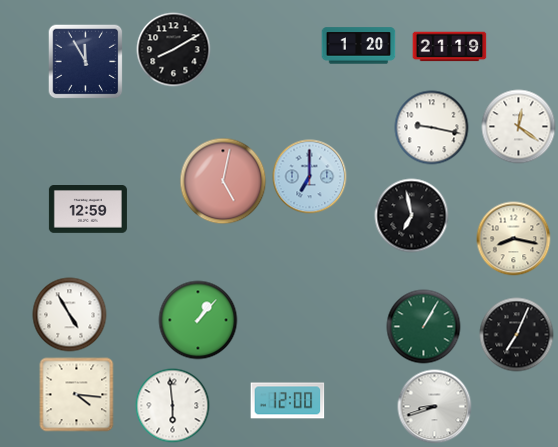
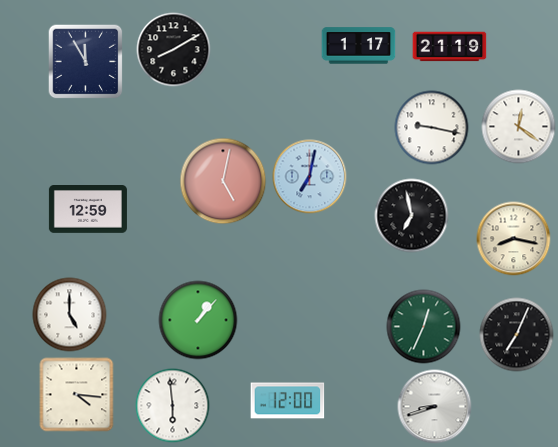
clock at (359, 46): 1:20 -> 1:17
clock at (310, 177): 7:00 -> 7:02
clock at (70, 315): 4:55 -> 5:00
clock at (424, 327): 1:05 -> 12:34
